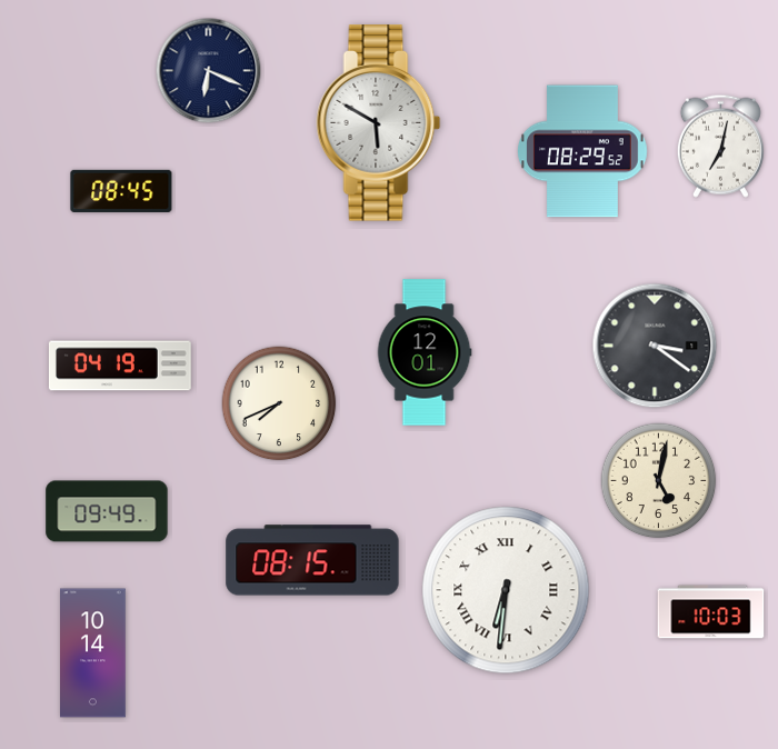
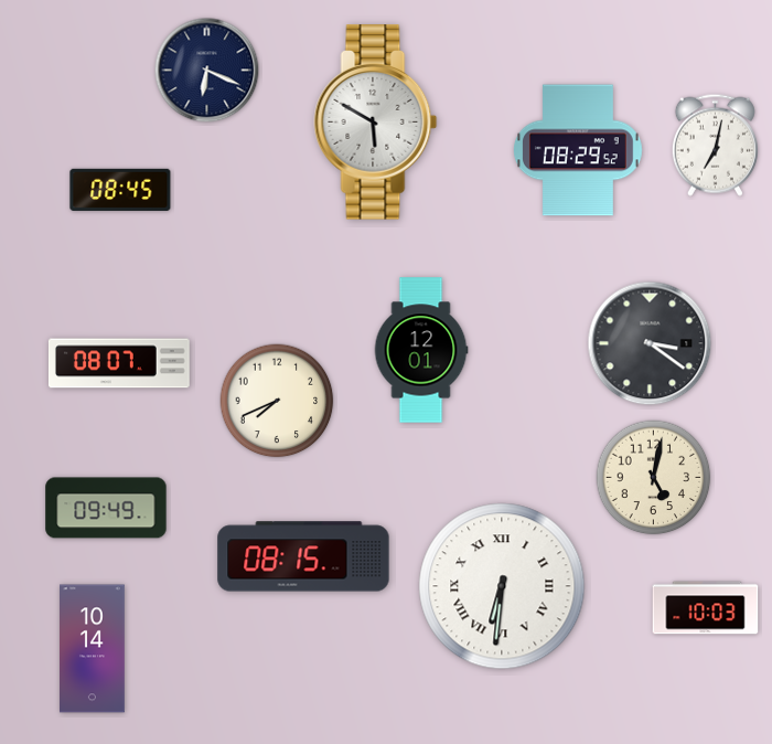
clock at (120, 366): 04:19 -> 08:07
clock at (312, 560) position: (312, 560) -> (303, 556)
